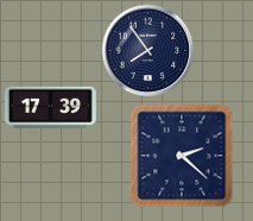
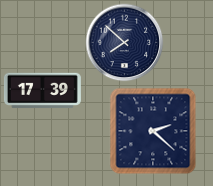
clock at (147, 50): 7:54 -> 7:52
